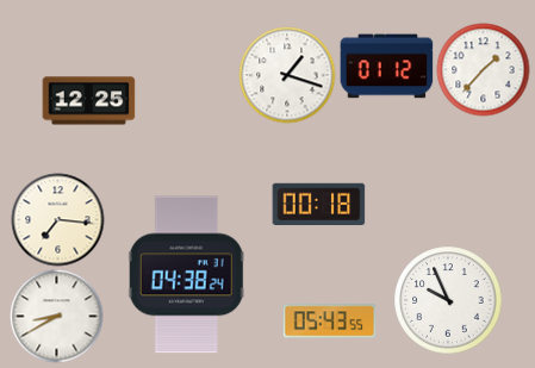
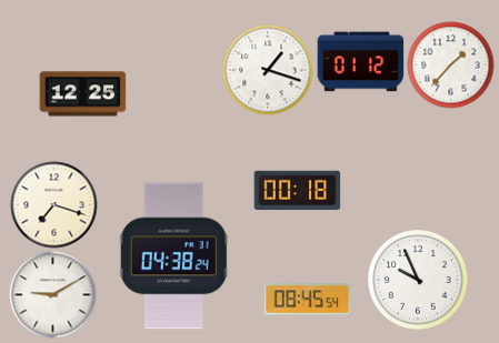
clock at (57, 219): 7:16 -> 7:18
clock at (56, 316): 8:40 -> 9:10
clock at (329, 322): 05:43 -> 08:45
